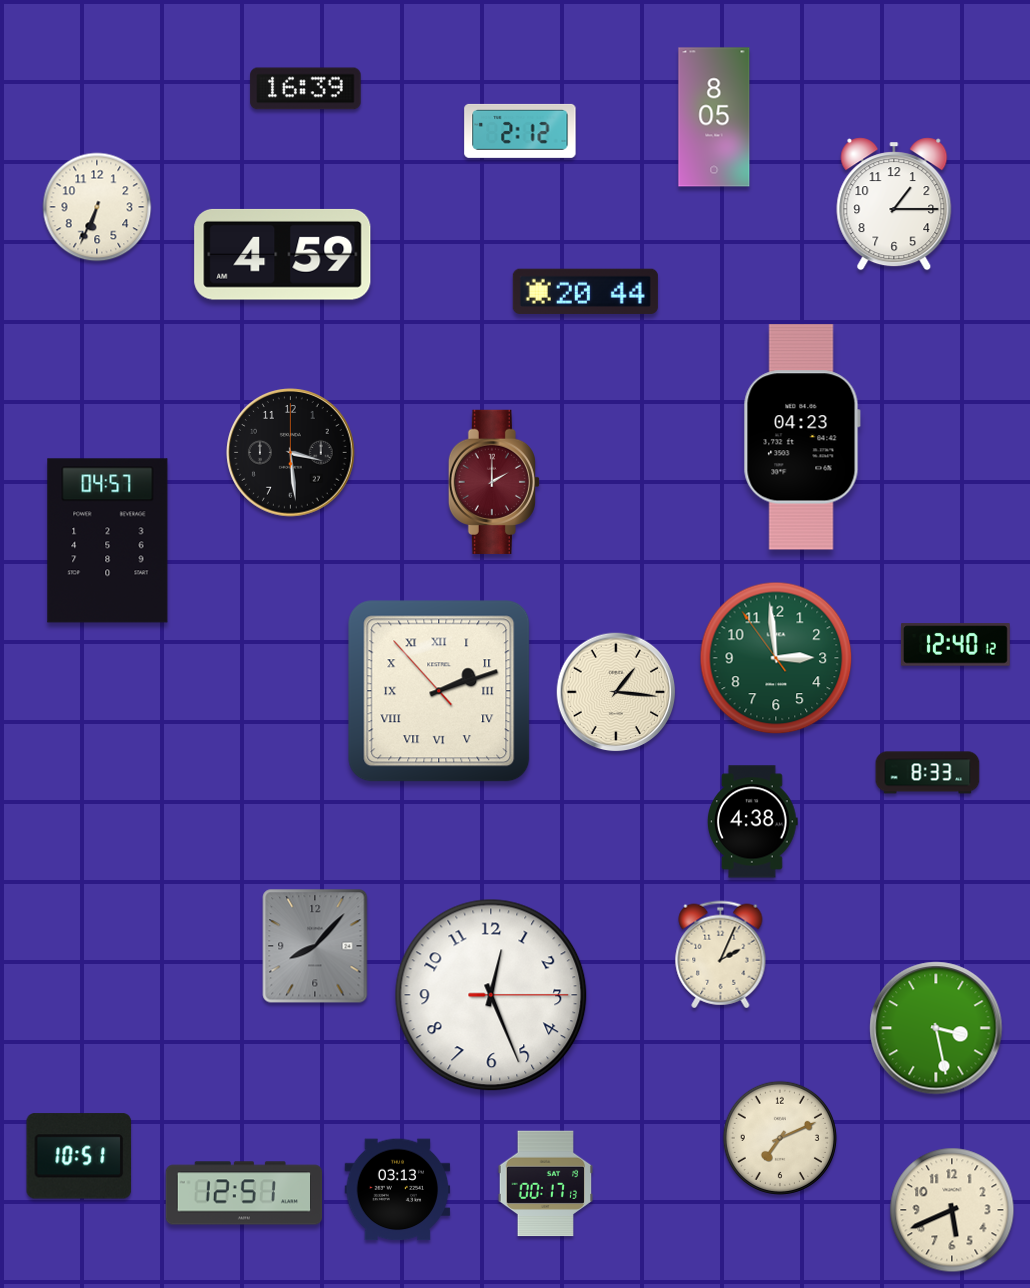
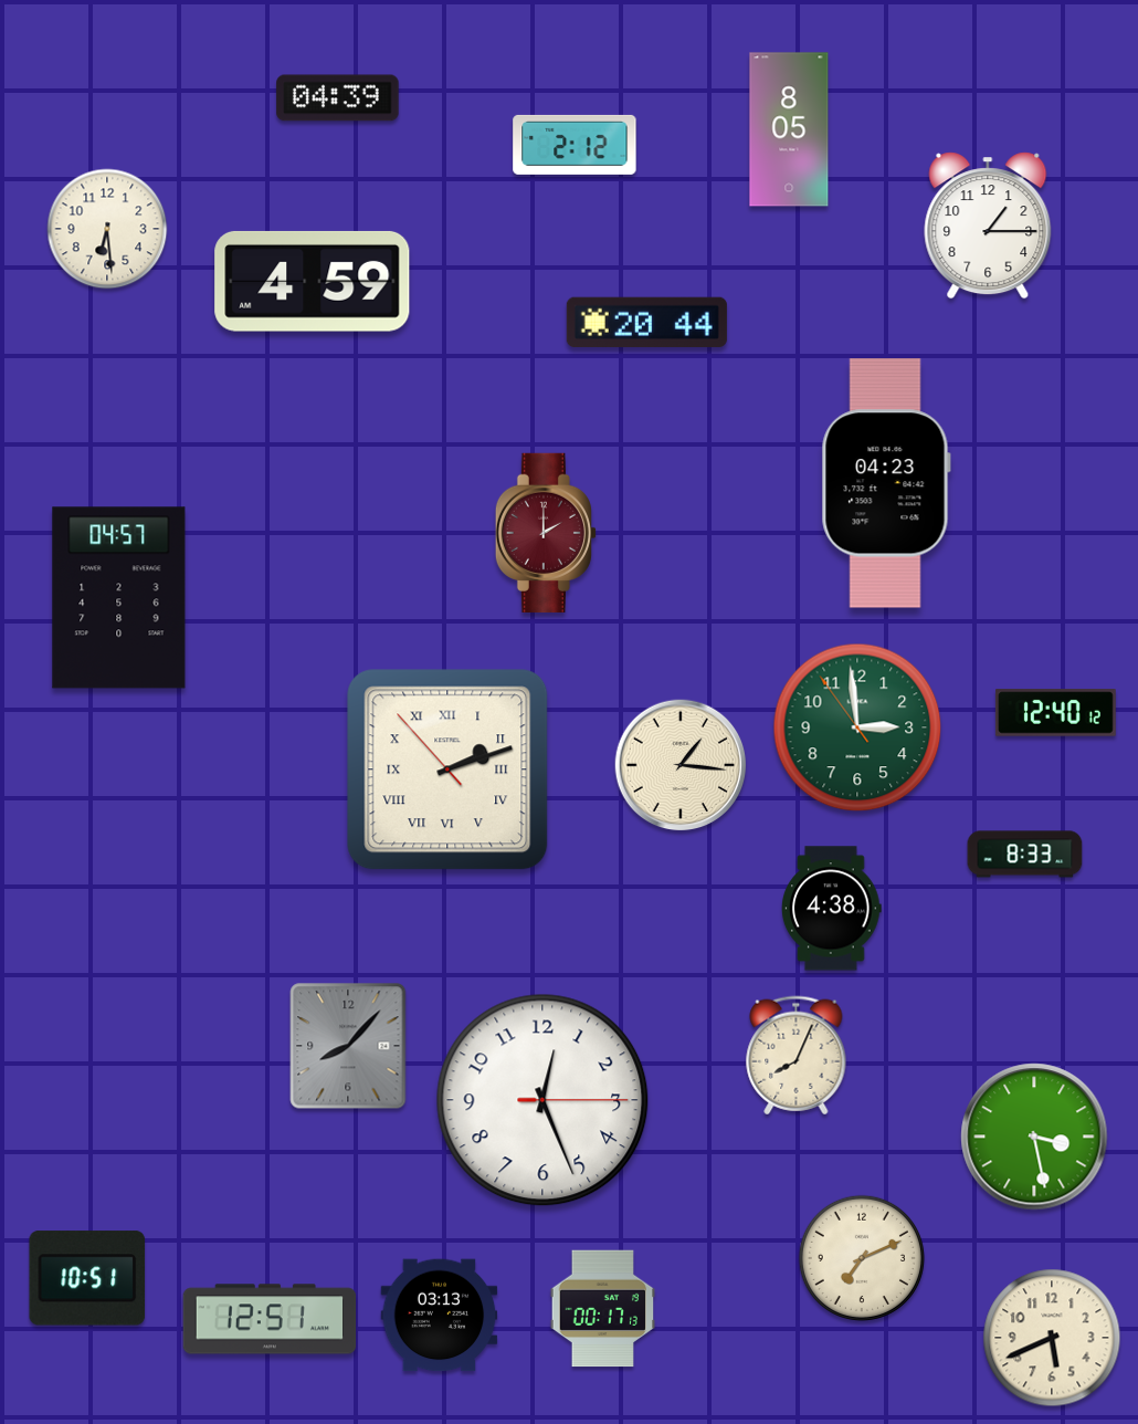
clock at (306, 89): 16:39 -> 04:39
clock at (97, 207): 6:34 -> 6:29
clock at (291, 453): 3:29 -> none
clock at (439, 691) position: (439, 691) -> (447, 769)
clock at (721, 955): 2:04 -> 8:04
